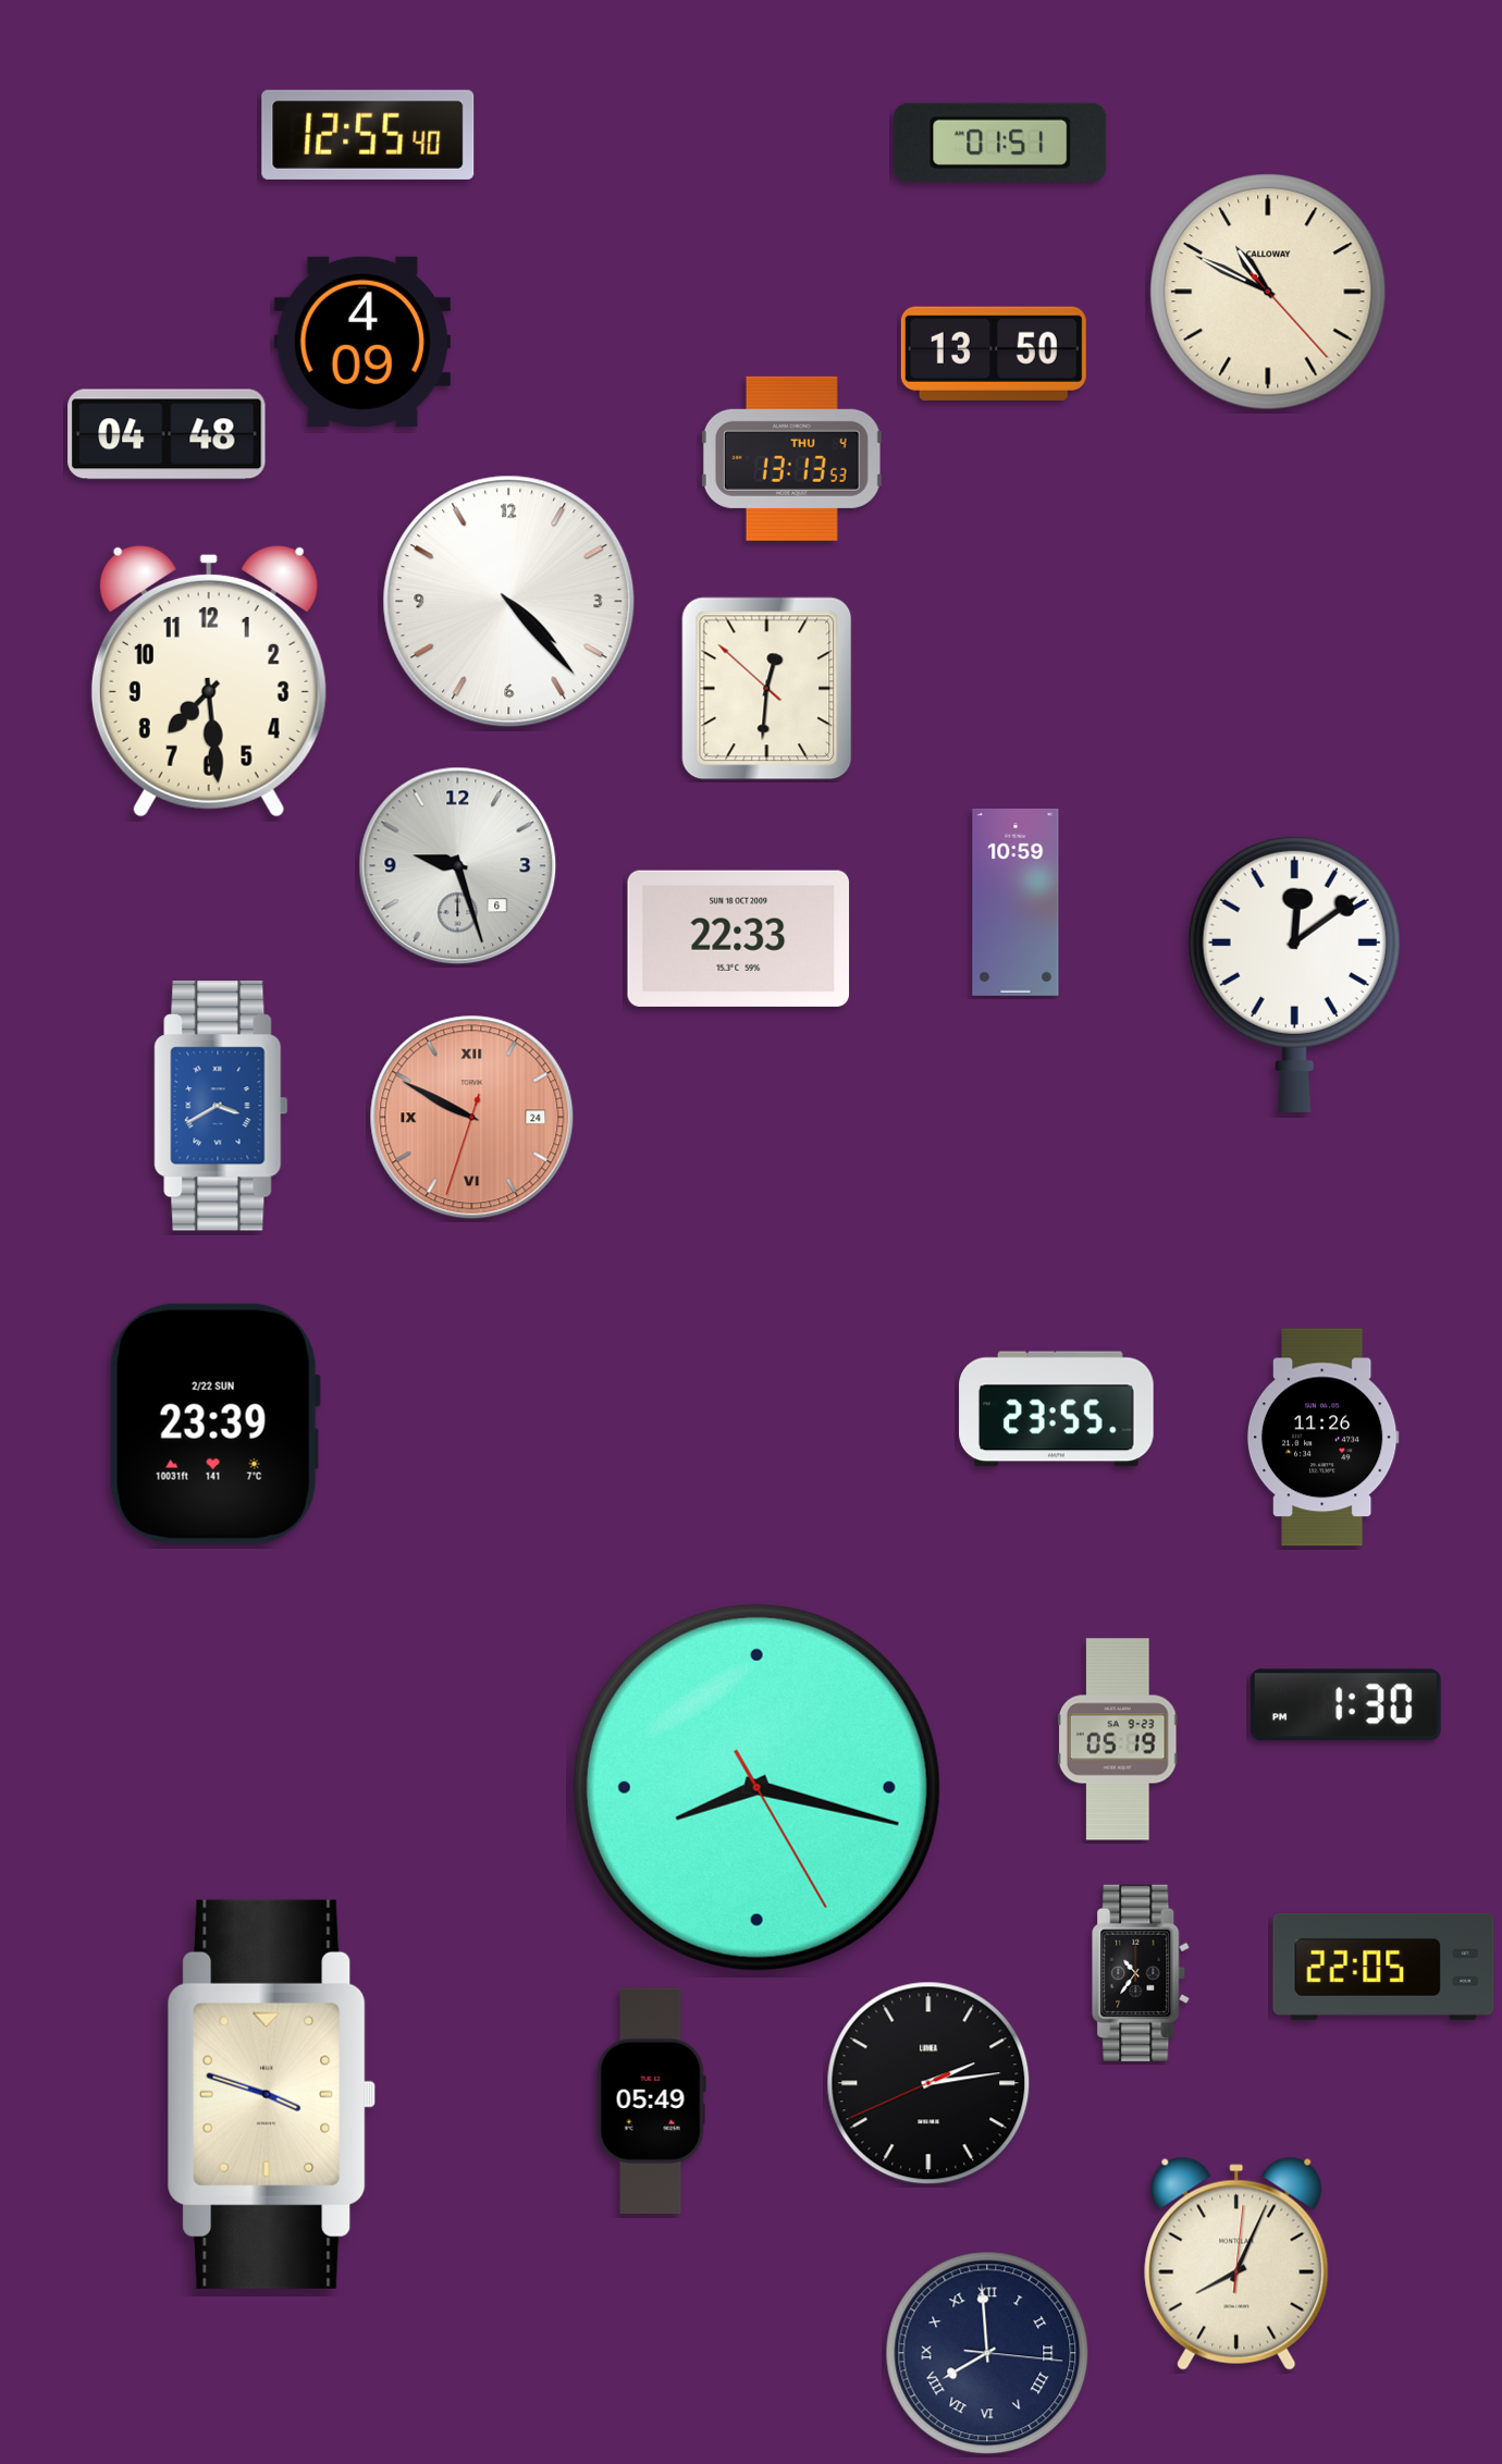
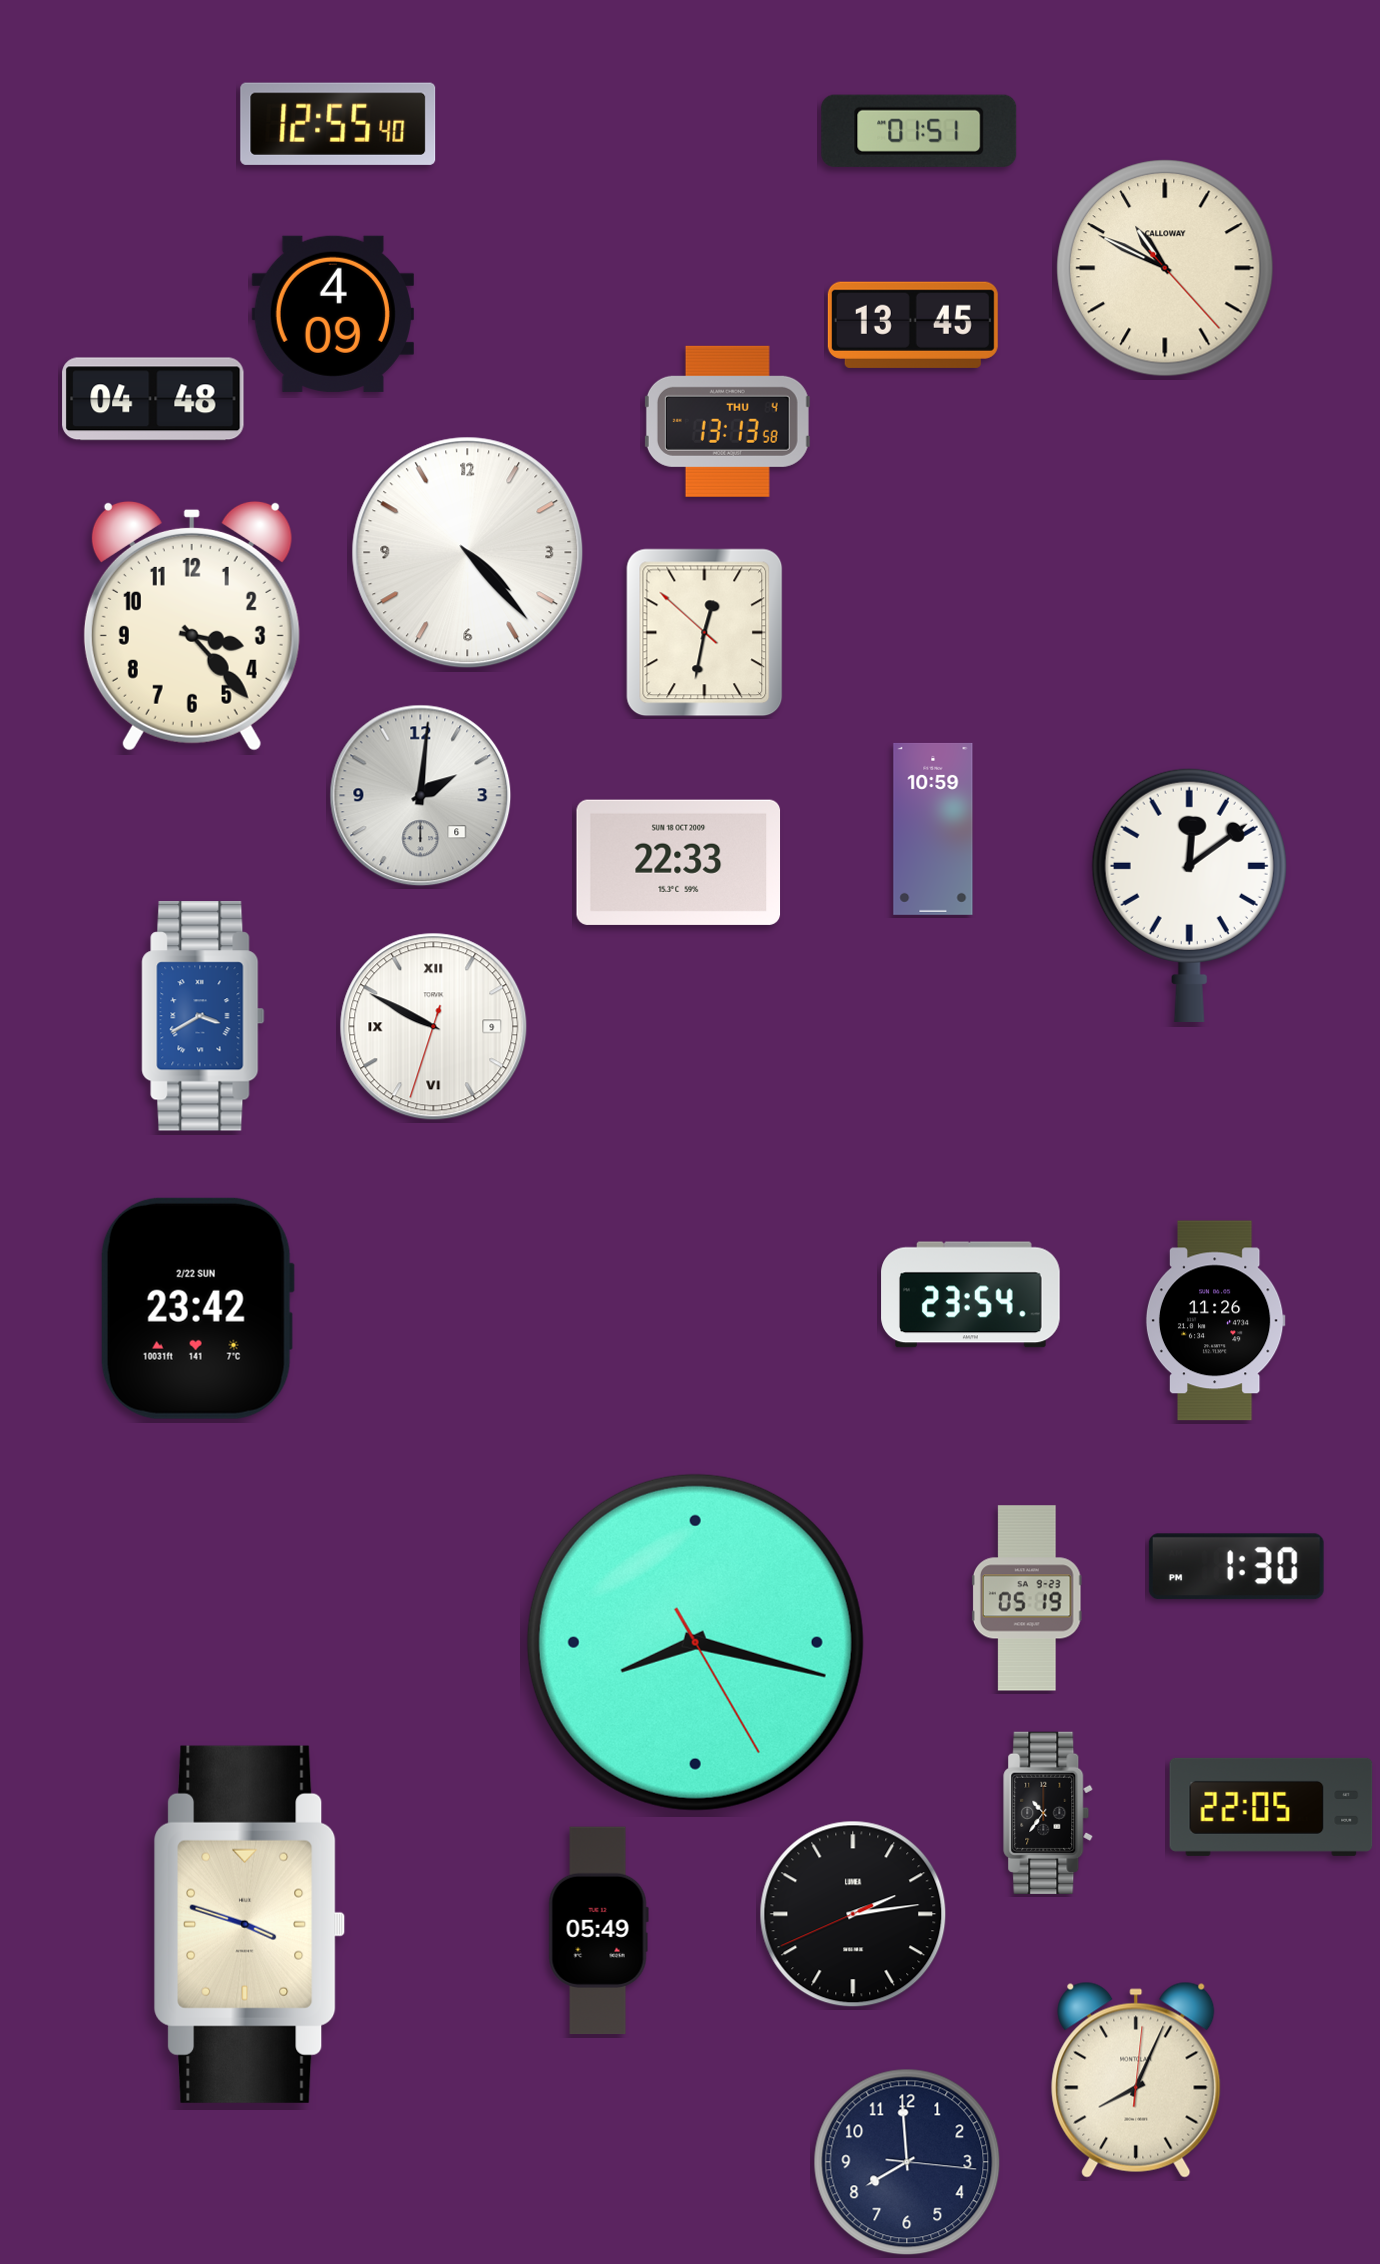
clock at (994, 354): 13:50 -> 13:45
clock at (791, 458): 13:13:53 -> 13:13:58
clock at (209, 681): 7:29 -> 3:23
clock at (767, 689): 12:30 -> 12:31
clock at (458, 866): 9:27 -> 2:01
clock at (472, 1118) date: 24 -> 9
clock at (472, 1118) dial: salmon -> white
clock at (1057, 1409): 23:55 -> 23:54
clock at (214, 1424): 23:39 -> 23:42
clock at (987, 2353) numerals: Roman -> Arabic
